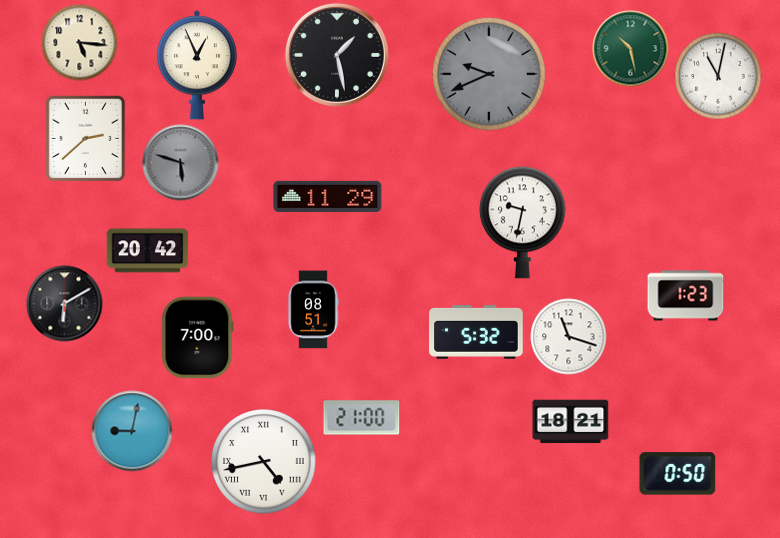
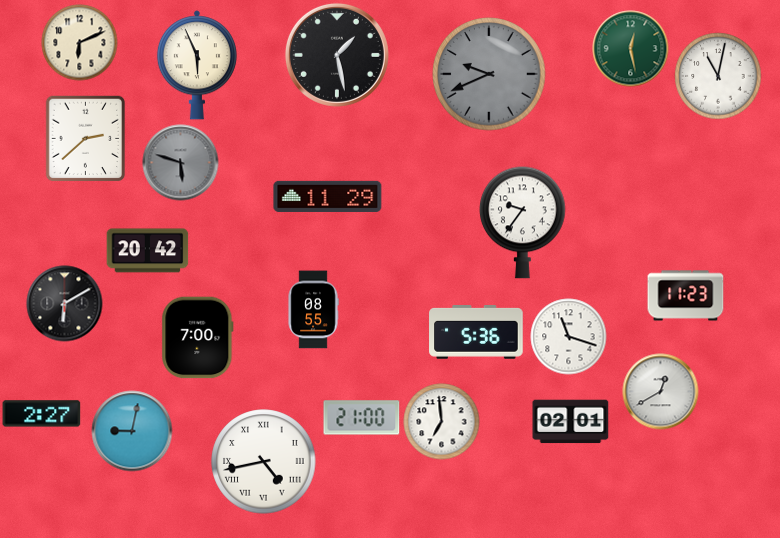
clock at (80, 43): 5:16 -> 6:11
clock at (631, 49): 10:28 -> 12:28
clock at (197, 65): 12:56 -> 5:56
clock at (523, 222): 9:32 -> 9:36
clock at (686, 296): 1:23 -> 11:23
clock at (313, 310): 08:51 -> 08:55
clock at (476, 333): 5:32 -> 5:36
clock at (661, 392): none -> 12:40
clock at (42, 414): none -> 2:27
clock at (442, 422): none -> 6:59
clock at (571, 422): 18:21 -> 02:01
clock at (678, 474): 0:50 -> none
